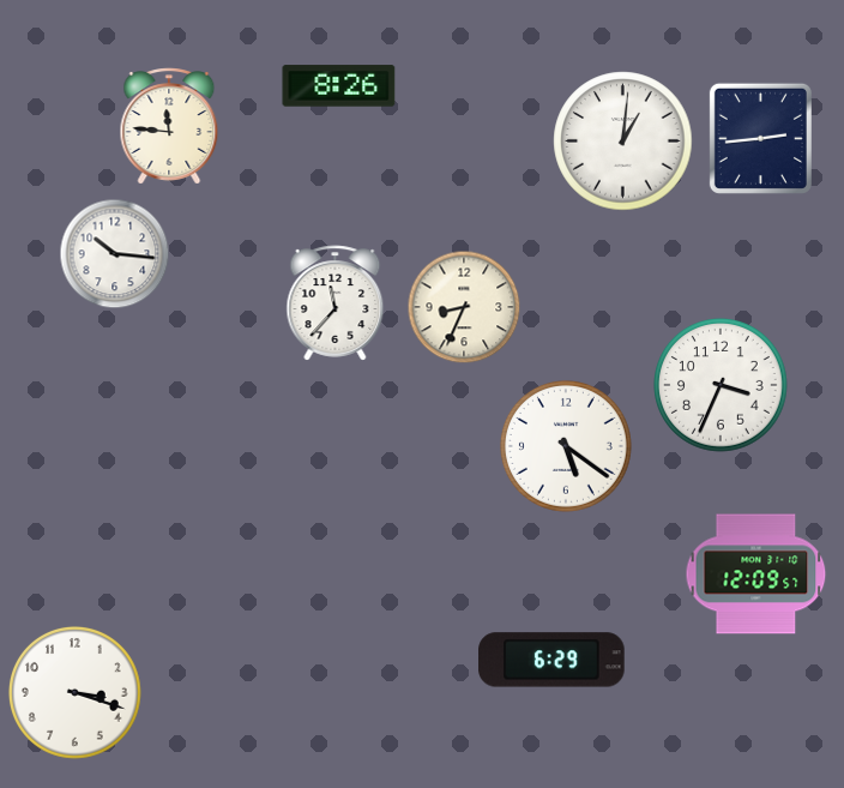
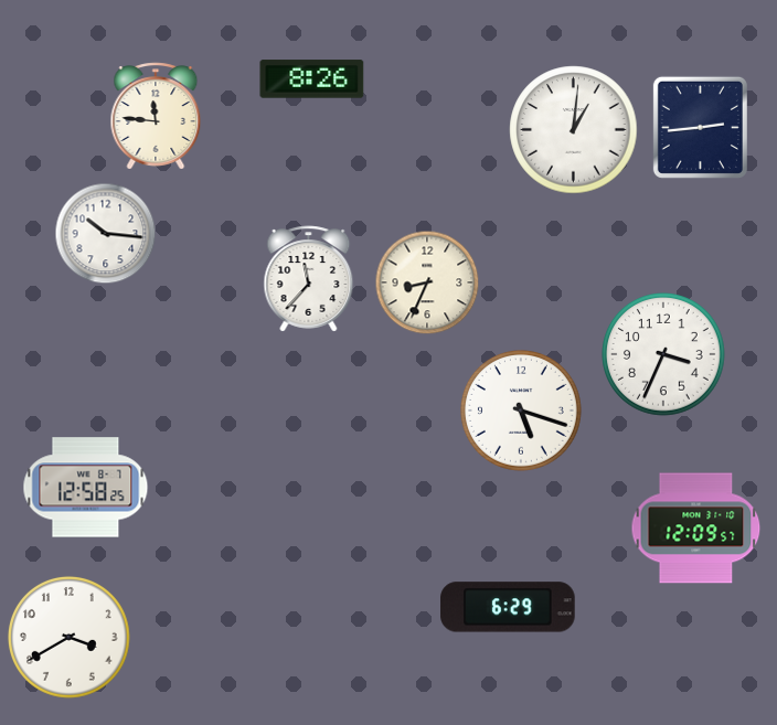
clock at (566, 446): 5:21 -> 5:18
clock at (86, 488): none -> 12:58
clock at (76, 693): 3:18 -> 3:40
